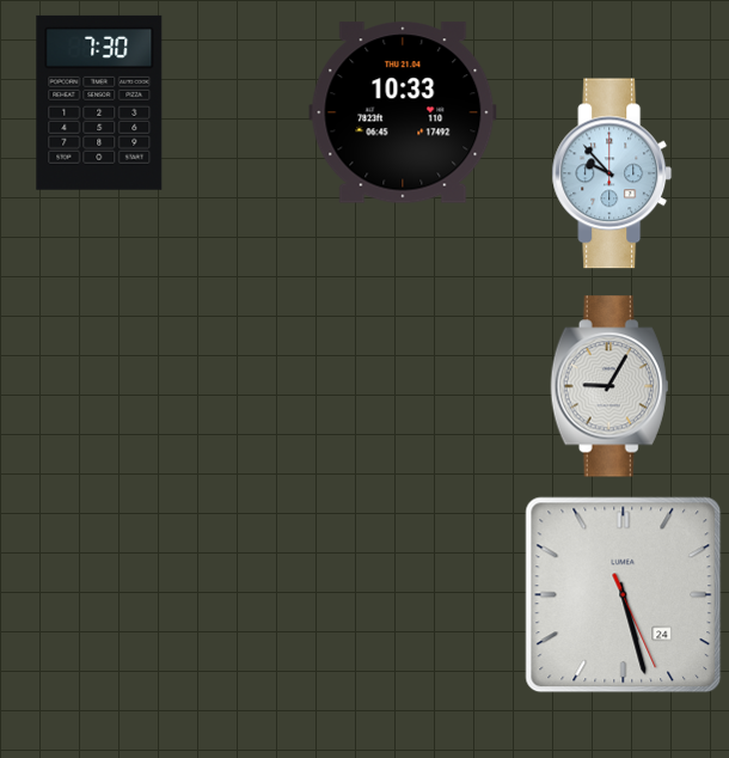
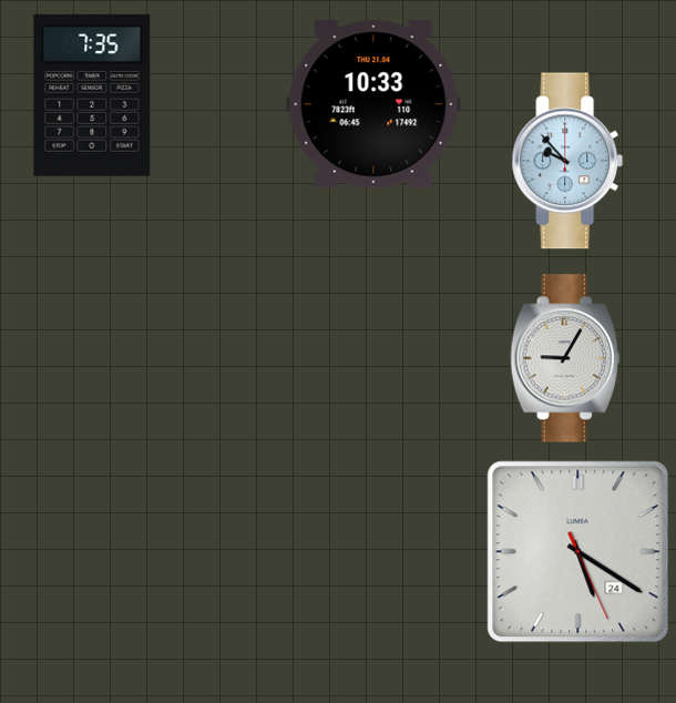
clock at (99, 103): 7:30 -> 7:35
clock at (624, 595): 5:27 -> 5:20
